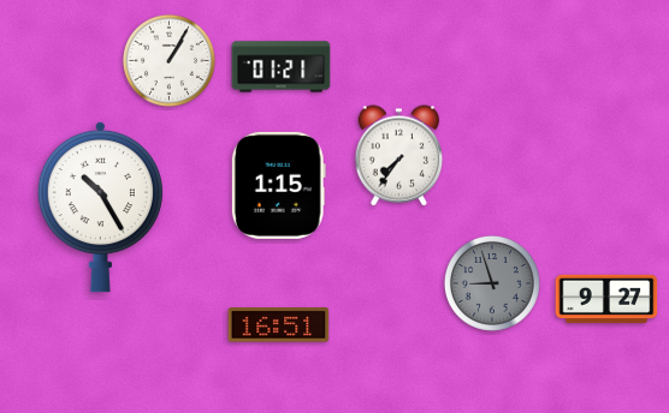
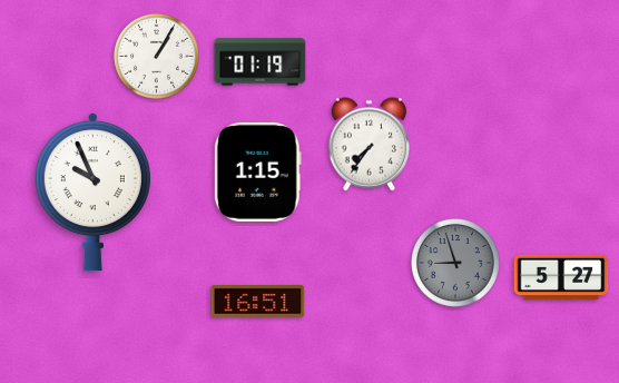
clock at (282, 67): 01:21 -> 01:19
clock at (100, 206): 10:25 -> 9:56
clock at (606, 299): 9:27 -> 5:27
